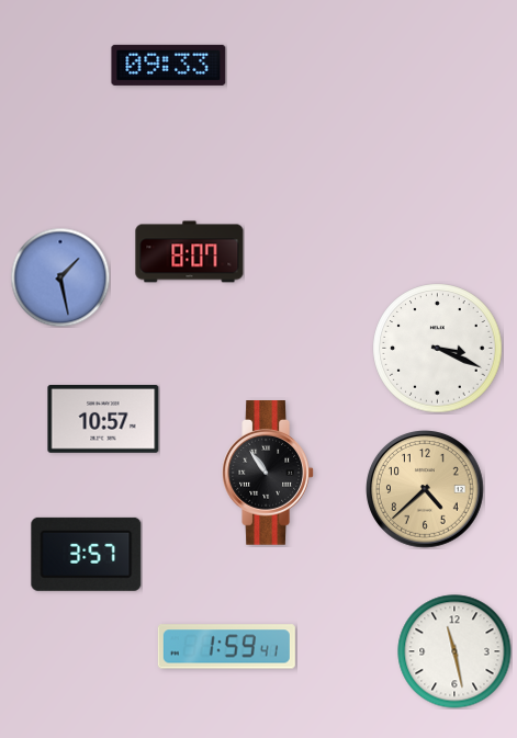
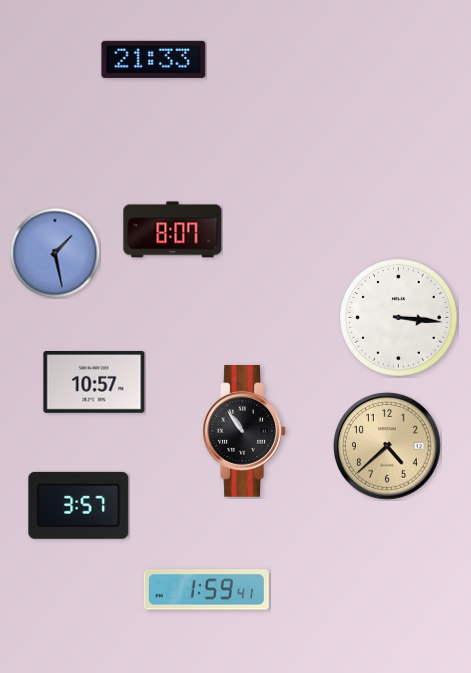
clock at (169, 65): 09:33 -> 21:33
clock at (438, 349): 3:19 -> 3:16
clock at (454, 651): 11:28 -> none
